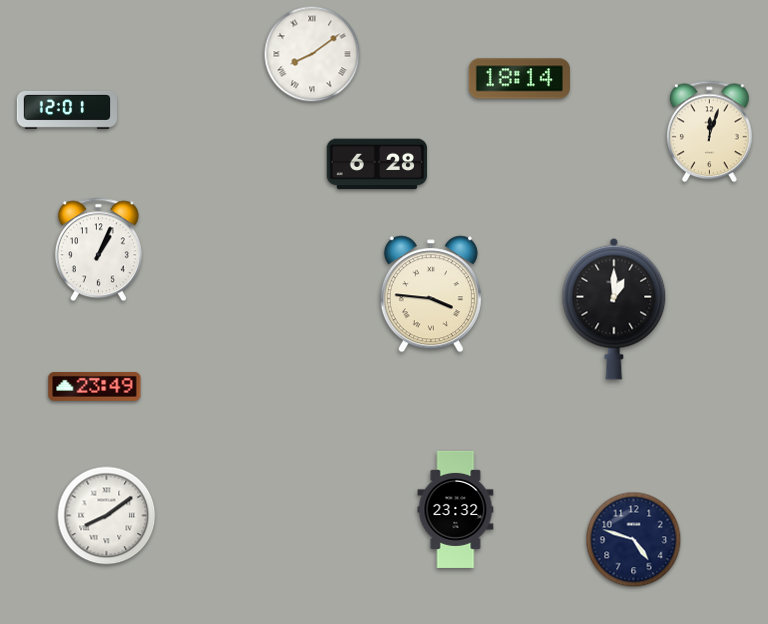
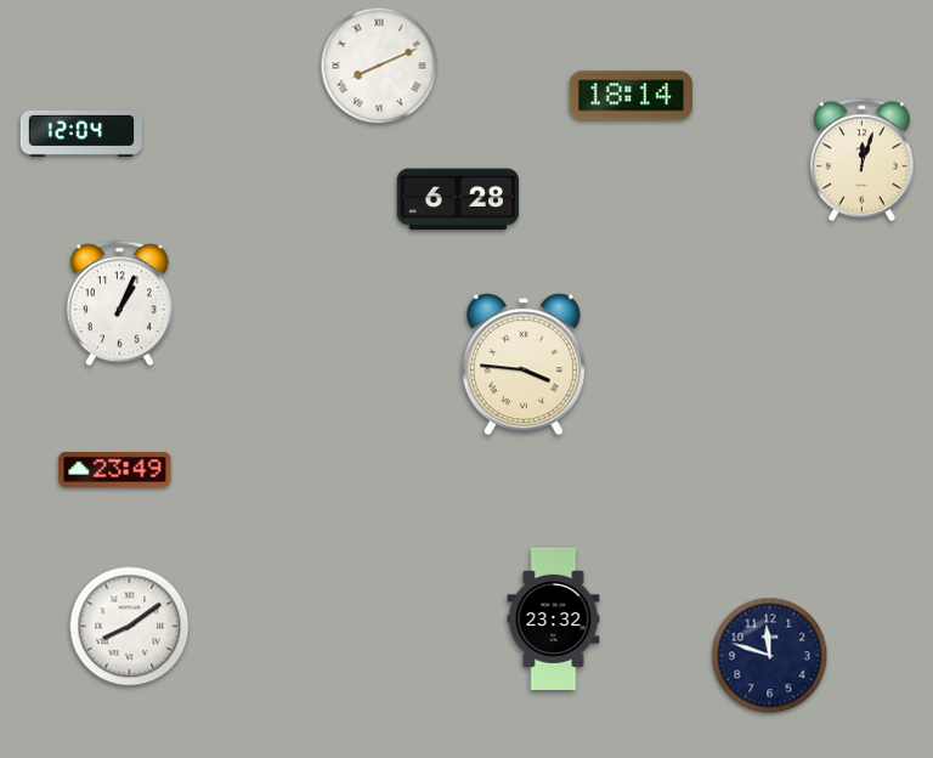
clock at (312, 54): 8:09 -> 8:11
clock at (66, 110): 12:01 -> 12:04
clock at (431, 294) position: (431, 294) -> (524, 364)
clock at (614, 309): 1:00 -> none
clock at (634, 540): 4:48 -> 11:48
